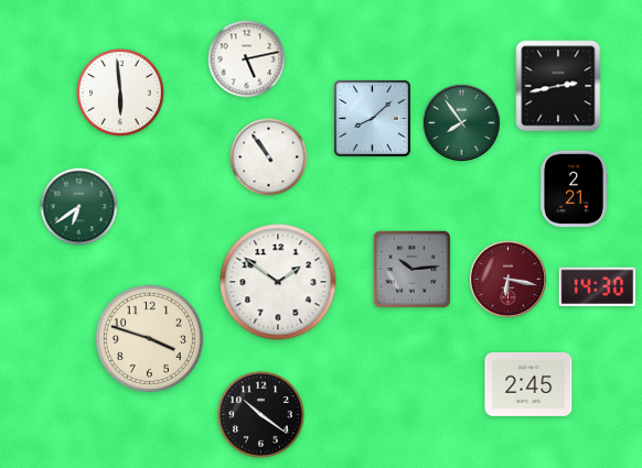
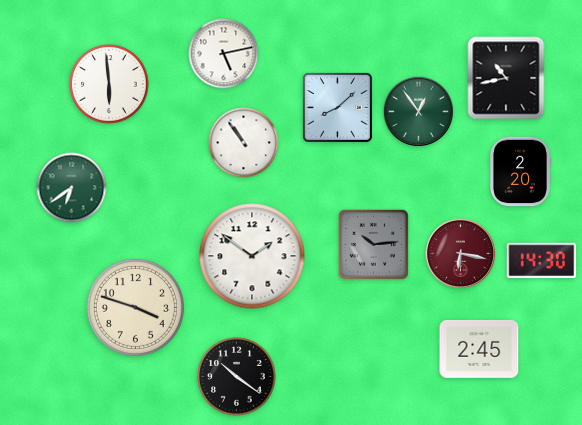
clock at (558, 86): 2:43 -> 10:43
clock at (461, 122): 7:54 -> 12:54
clock at (574, 189): 2:21 -> 2:20
